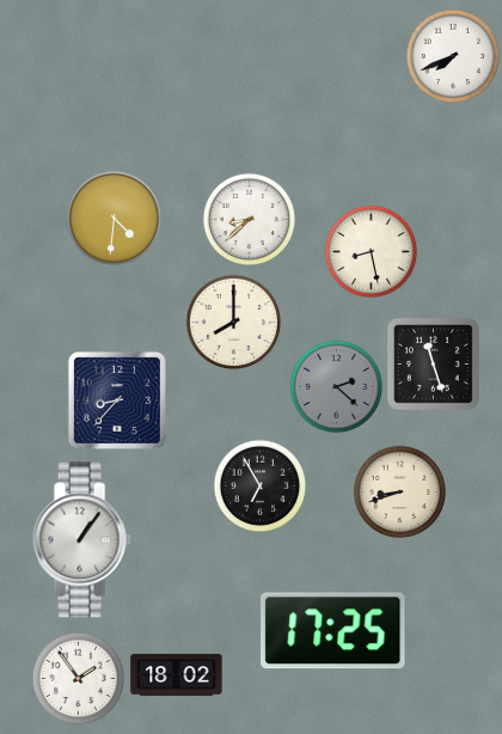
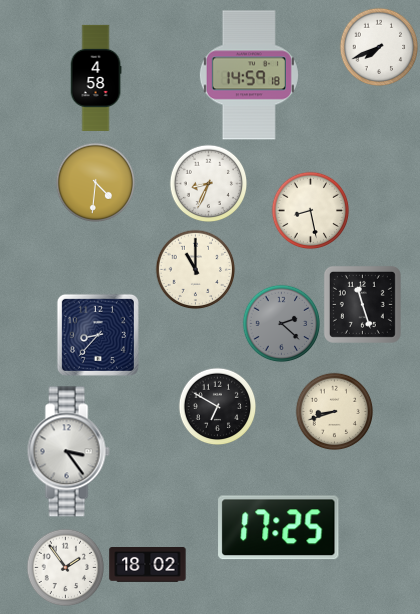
clock at (249, 75): none -> 14:59
clock at (96, 78): none -> 4:58
clock at (249, 219): 8:38 -> 8:34
clock at (233, 322): 8:00 -> 11:00
clock at (259, 485): 6:55 -> 6:50
clock at (81, 540): 1:06 -> 3:24
